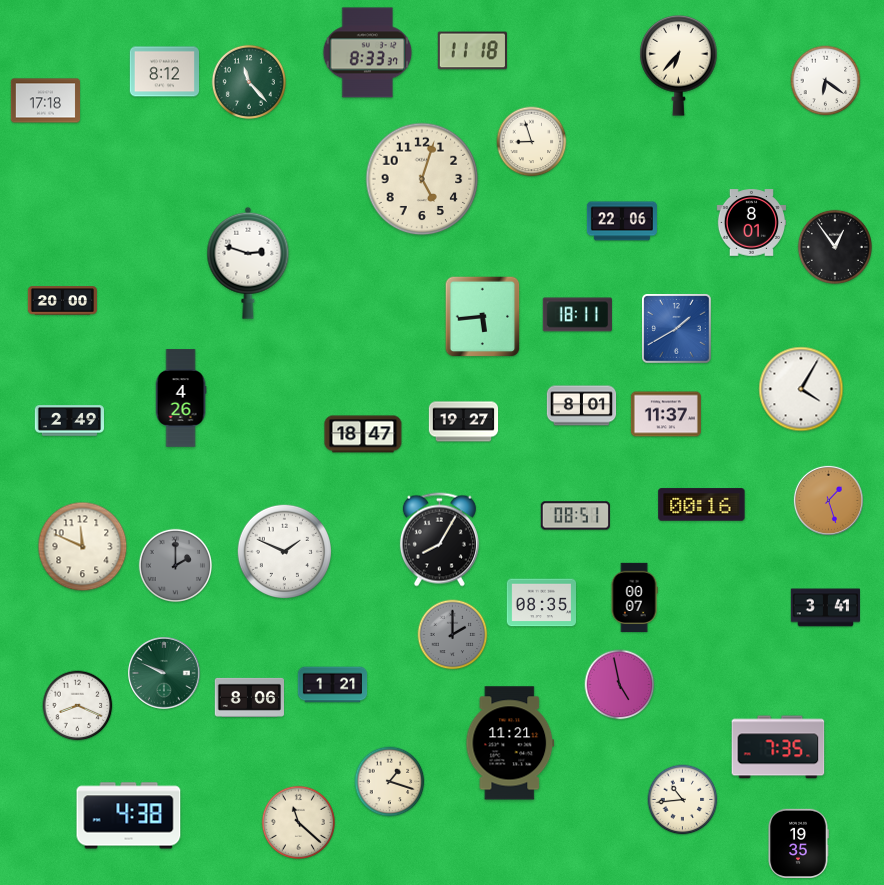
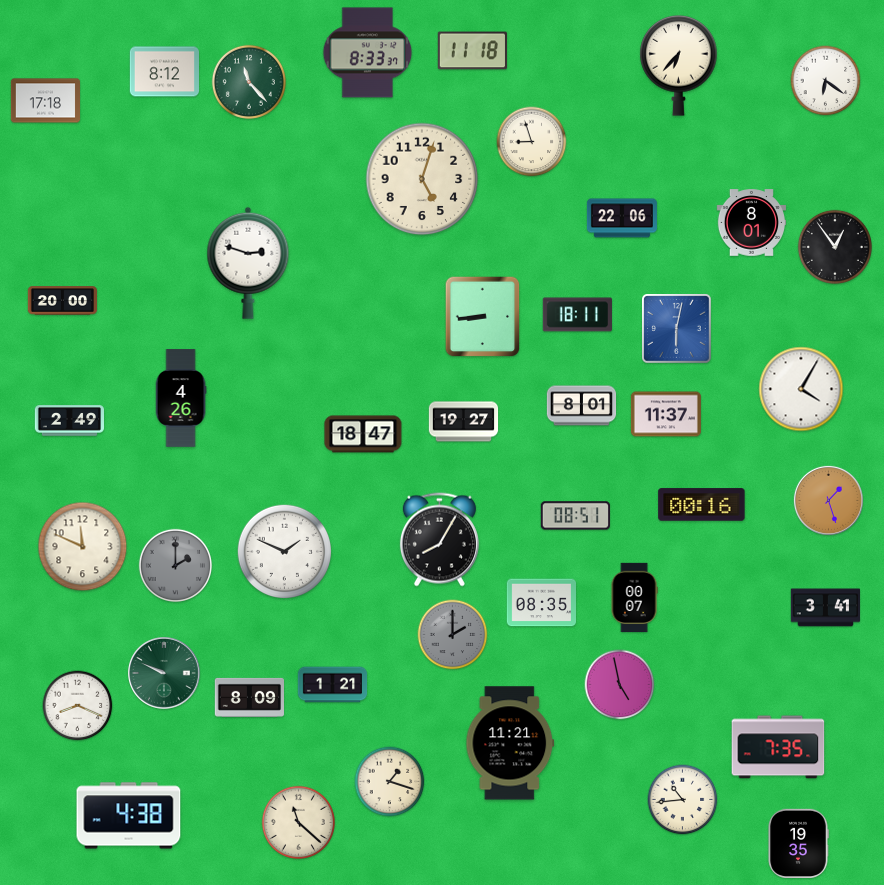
clock at (622, 221) position: (622, 221) -> (622, 218)
clock at (483, 317): 5:44 -> 8:44
clock at (677, 329): 1:40 -> 6:02
clock at (249, 697): 8:06 -> 8:09
